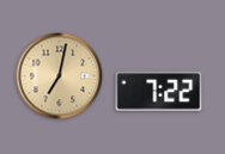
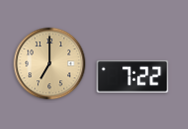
clock at (60, 76): 7:02 -> 7:00
